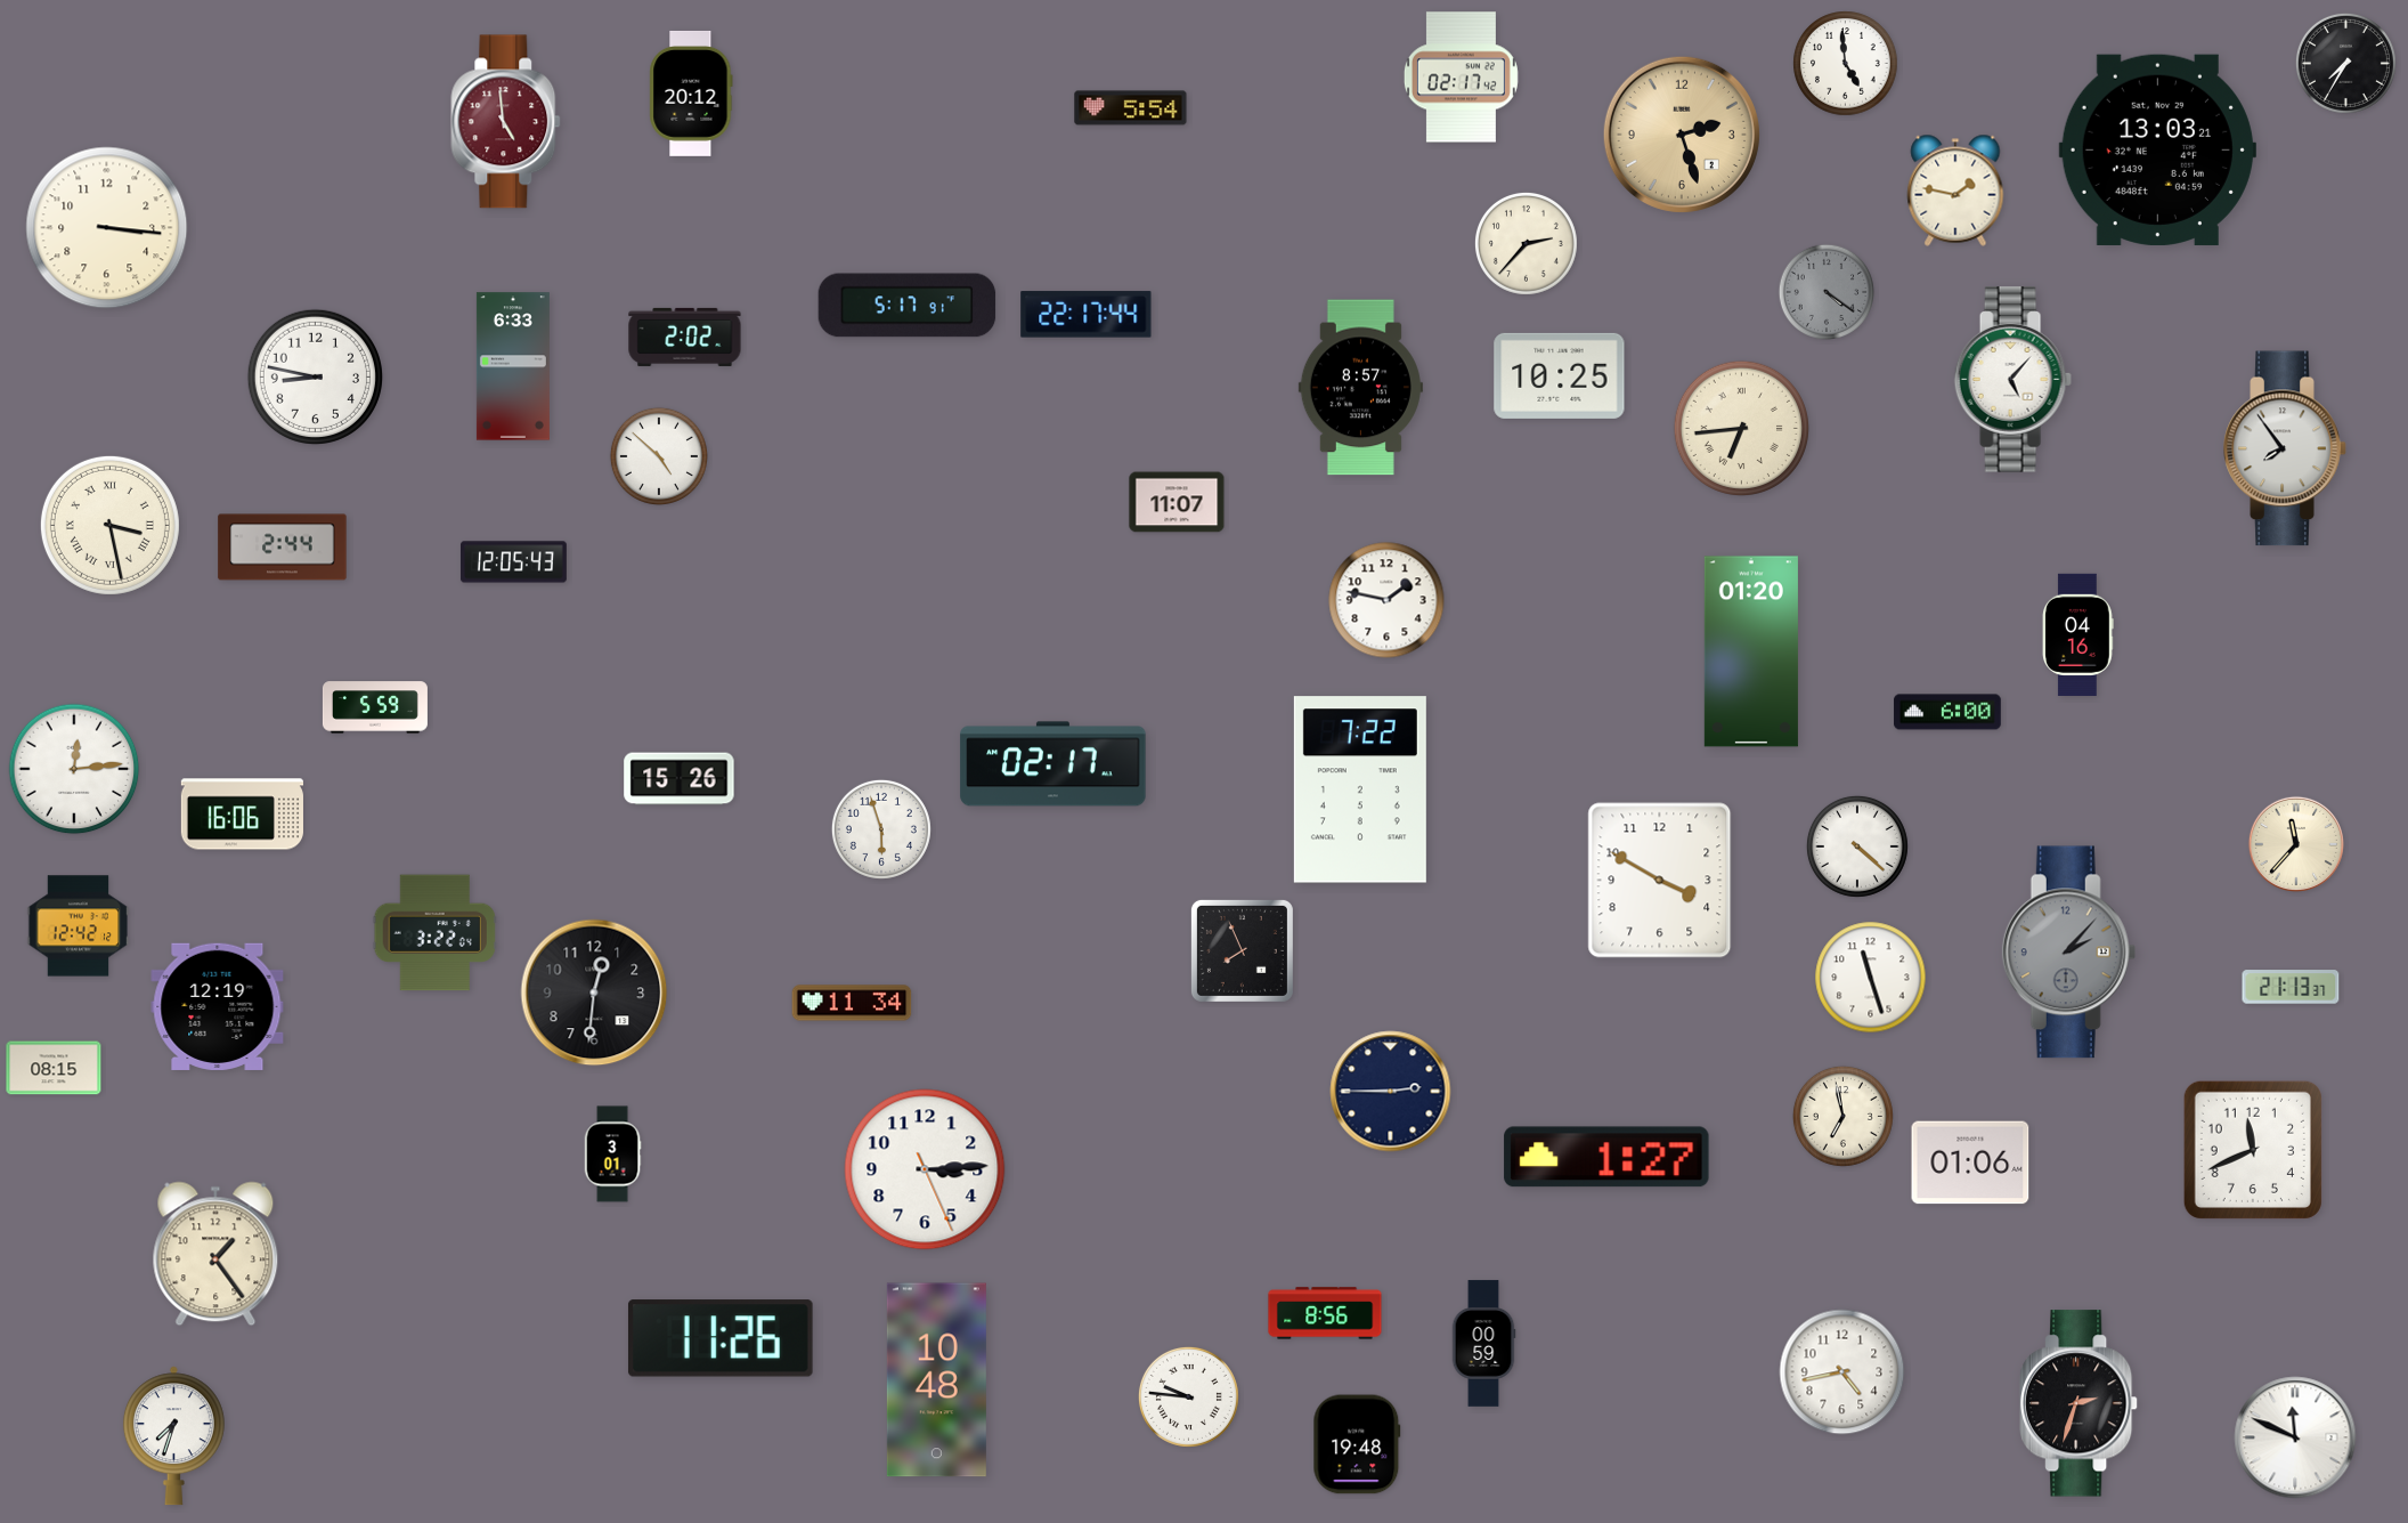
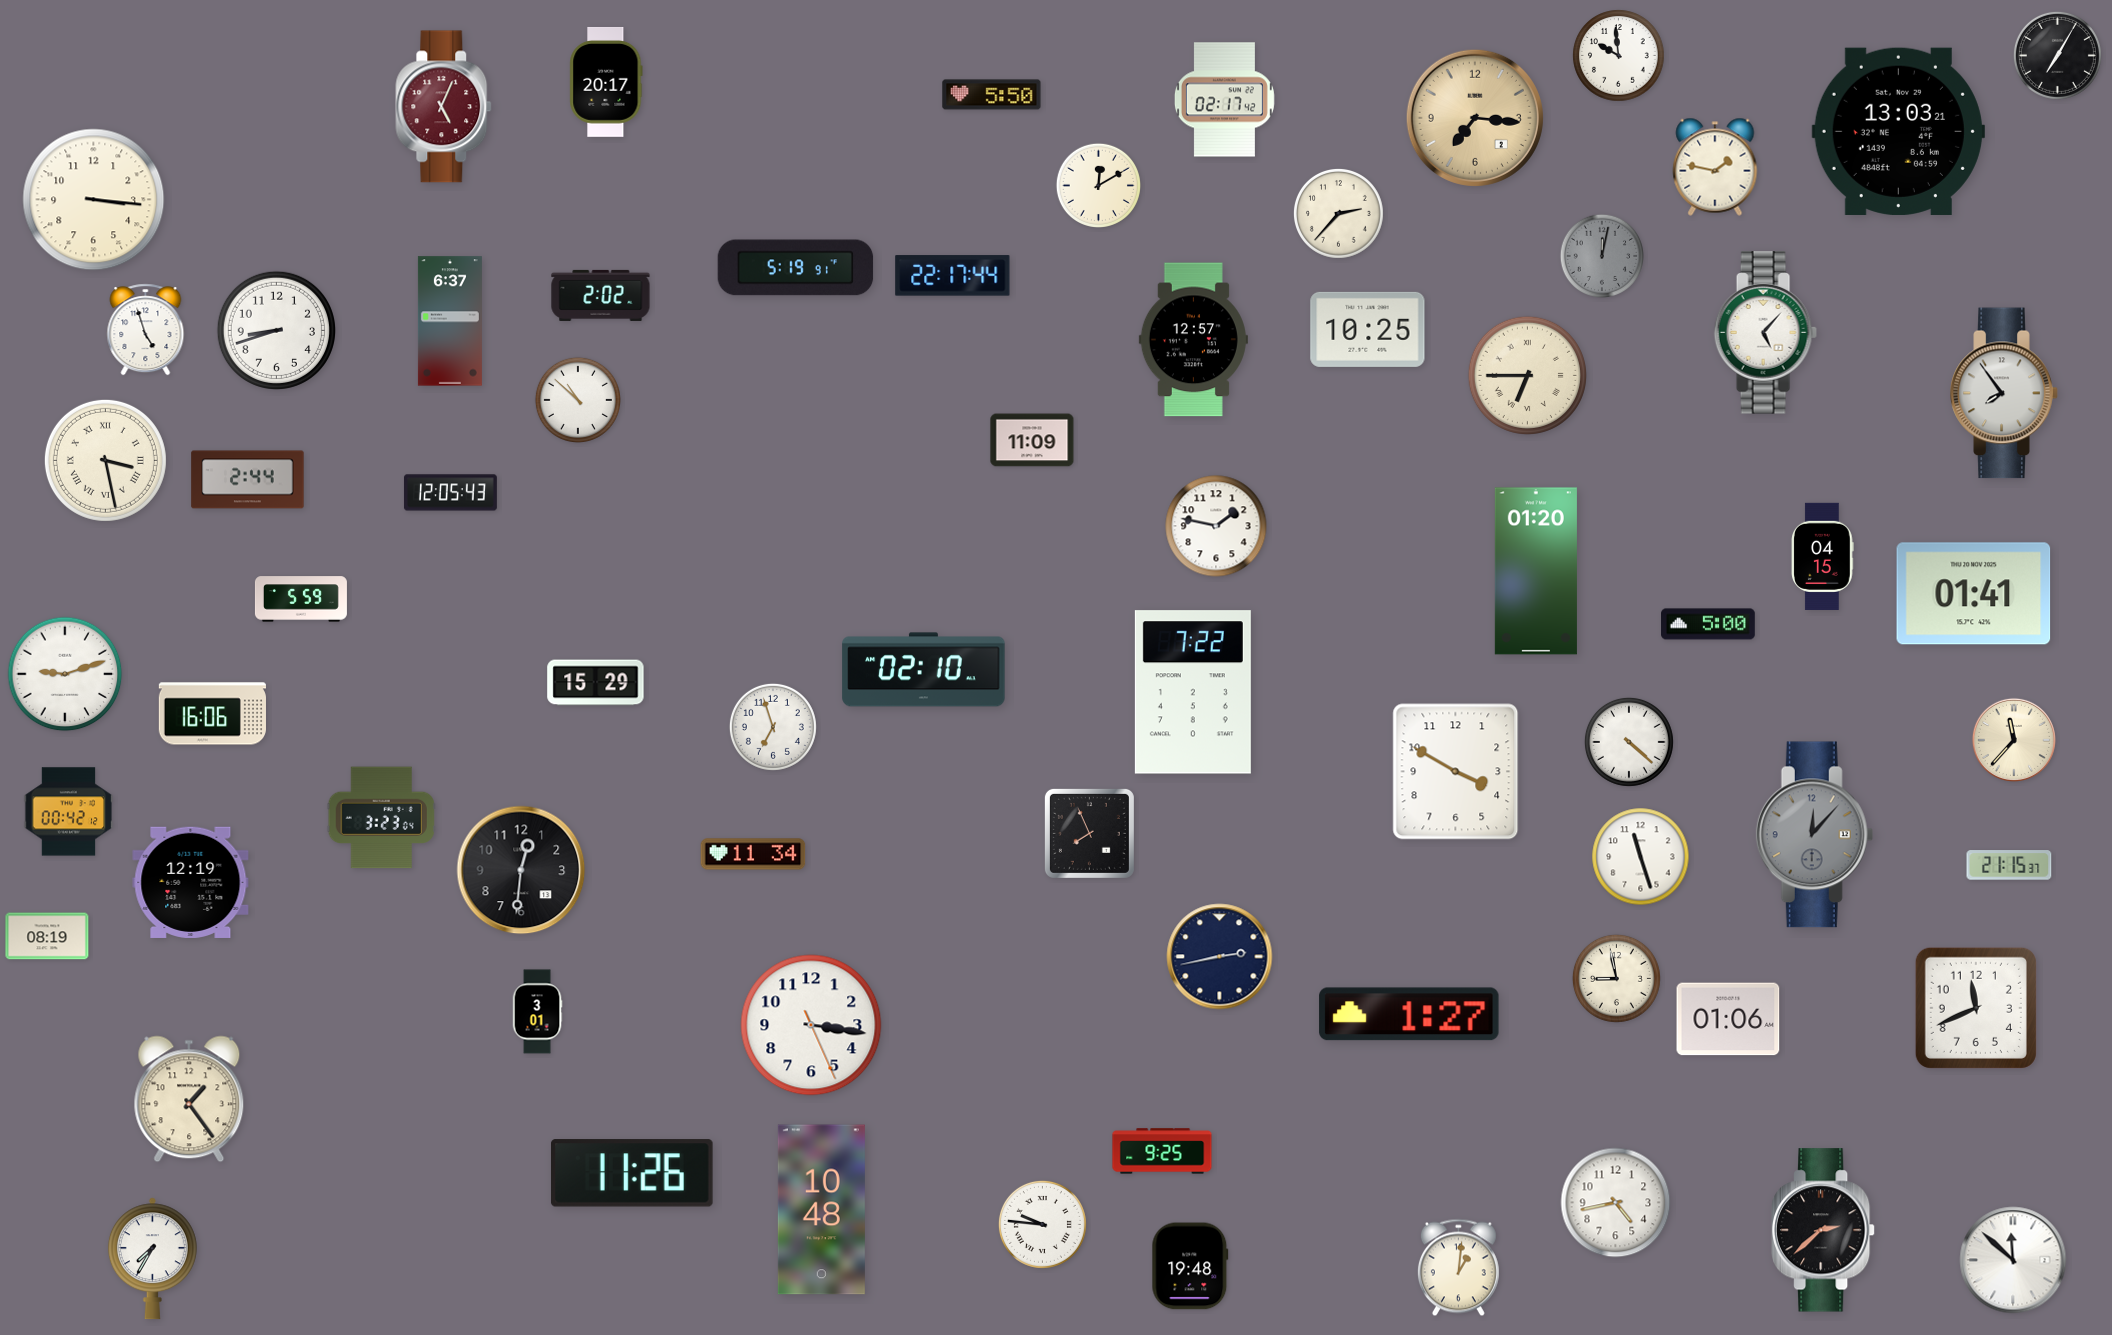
clock at (2345, 63): 7:35 -> 7:05
clock at (1846, 64): 4:59 -> 9:59
clock at (1461, 78) position: (1461, 78) -> (1224, 100)
clock at (691, 94): 20:12 -> 20:17
clock at (1131, 108): 5:54 -> 5:50
clock at (506, 122): 4:59 -> 5:04
clock at (1682, 135): 2:27 -> 7:16
clock at (2157, 149) position: (2157, 149) -> (1898, 131)
clock at (1098, 185): none -> 12:10
clock at (1827, 292): 4:21 -> 12:02
clock at (908, 306): 5:17 -> 5:19
clock at (513, 366): 6:33 -> 6:37
clock at (146, 330): none -> 4:57
clock at (315, 376): 8:47 -> 8:42
clock at (1360, 388): 8:57 -> 12:57
clock at (1741, 428): 6:44 -> 6:45
clock at (659, 456): 4:52 -> 10:52
clock at (1177, 502): 11:07 -> 11:09
clock at (109, 525) position: (109, 525) -> (105, 460)
clock at (2078, 634): 04:16 -> 04:15
clock at (1974, 594): none -> 01:41
clock at (375, 707) position: (375, 707) -> (301, 599)
clock at (1947, 712): 6:00 -> 5:00
clock at (1053, 764): 02:17 -> 02:10
clock at (74, 769): 12:14 -> 9:12
clock at (680, 779): 15:26 -> 15:29
clock at (881, 829): 5:57 -> 6:57
clock at (79, 926): 12:42 -> 00:42
clock at (434, 933): 3:22 -> 3:23
clock at (2069, 953): 2:07 -> 12:07
clock at (2291, 987): 21:13 -> 21:15
clock at (852, 1003) position: (852, 1003) -> (753, 854)
clock at (54, 1068): 08:15 -> 08:19
clock at (1391, 1092): 2:45 -> 2:43
clock at (1842, 1116): 6:58 -> 8:58
clock at (925, 1169): 3:14 -> 3:16
clock at (1325, 1313): 8:56 -> 9:25
clock at (1483, 1344): 00:59 -> none
clock at (2078, 1403): 2:33 -> 2:38
clock at (173, 1436): 7:33 -> 7:35
clock at (2295, 1437): 11:49 -> 11:52
clock at (1458, 1268): none -> 1:01
